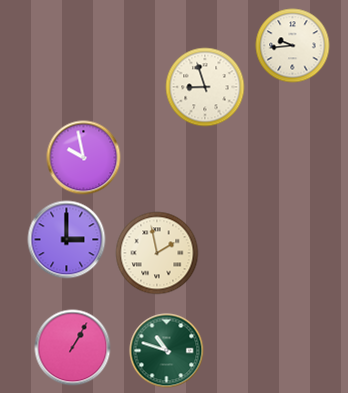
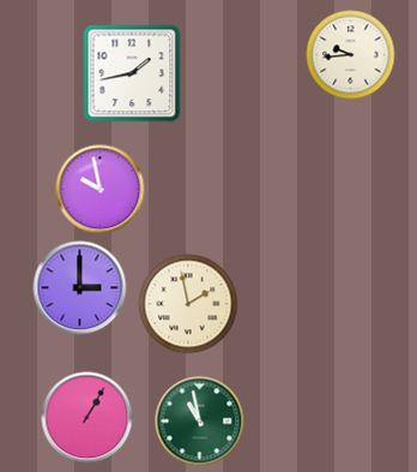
clock at (132, 73): none -> 1:43
clock at (205, 87): 8:57 -> none
clock at (167, 351): 10:48 -> 10:58
